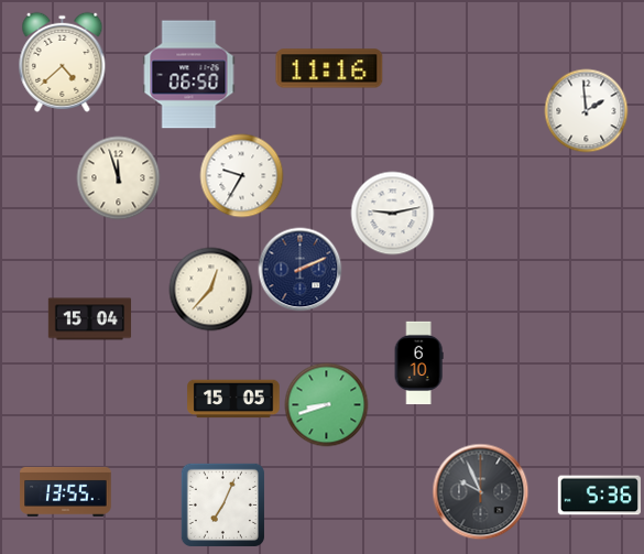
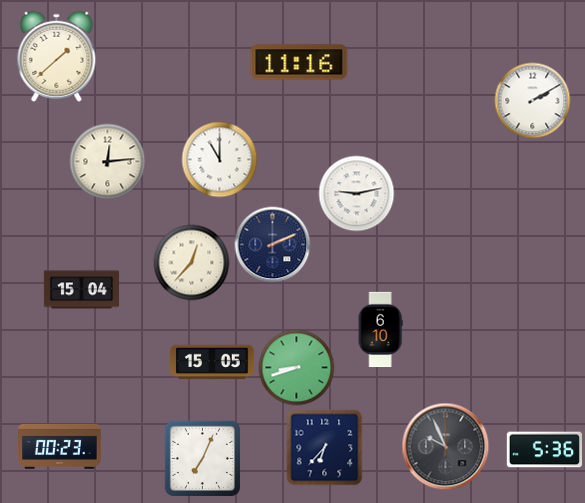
clock at (63, 62): 4:38 -> 1:38
clock at (189, 75): 06:50 -> none
clock at (587, 111): 1:59 -> 2:10
clock at (242, 176): 9:35 -> 11:00
clock at (119, 178): 11:57 -> 12:14
clock at (66, 491): 13:55 -> 00:23
clock at (481, 492) position: (481, 492) -> (446, 447)
clock at (325, 448): none -> 6:37
